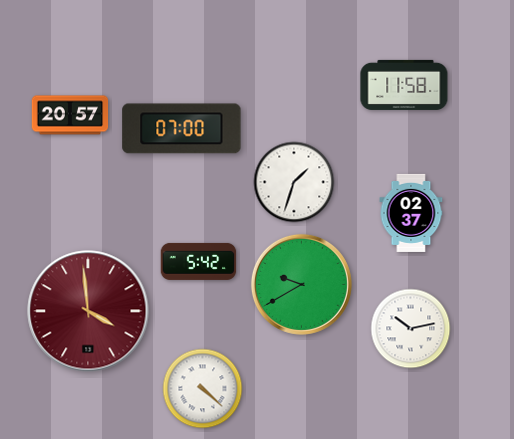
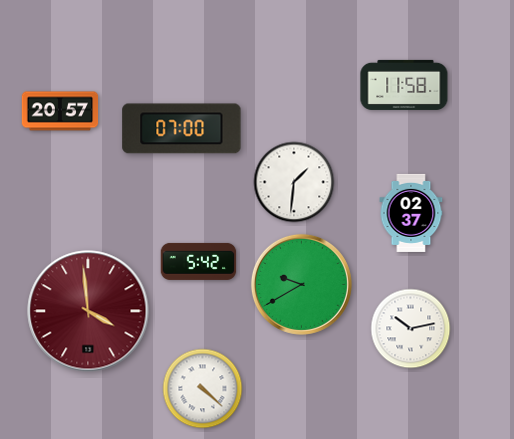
clock at (70, 115) position: (70, 115) -> (60, 111)
clock at (294, 182): 1:33 -> 1:31
